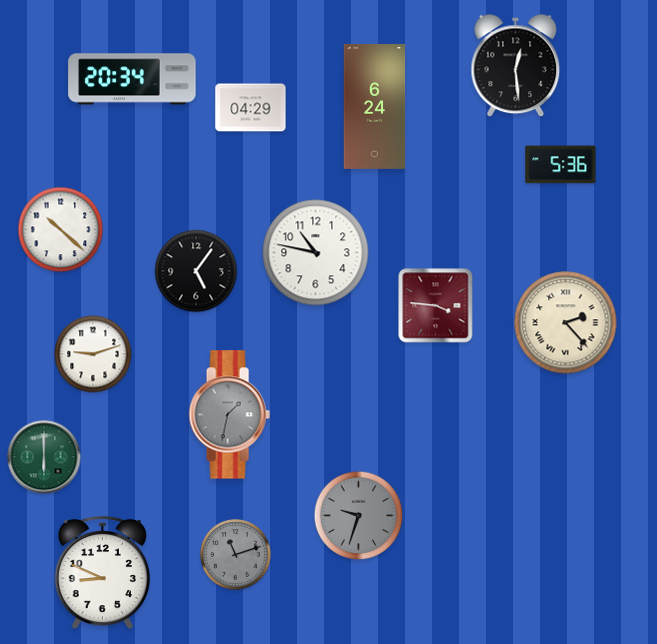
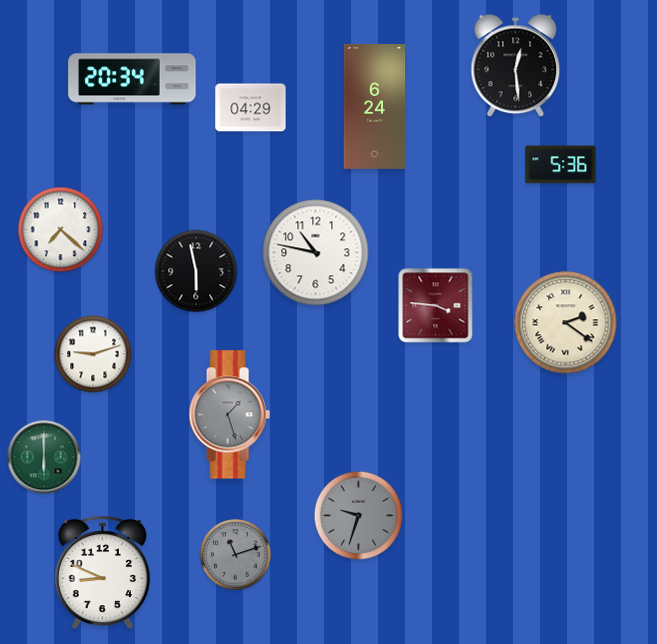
clock at (61, 230): 10:22 -> 7:22
clock at (196, 271): 5:06 -> 5:58
clock at (566, 323): 2:23 -> 2:21
clock at (229, 415): 1:32 -> 1:27
